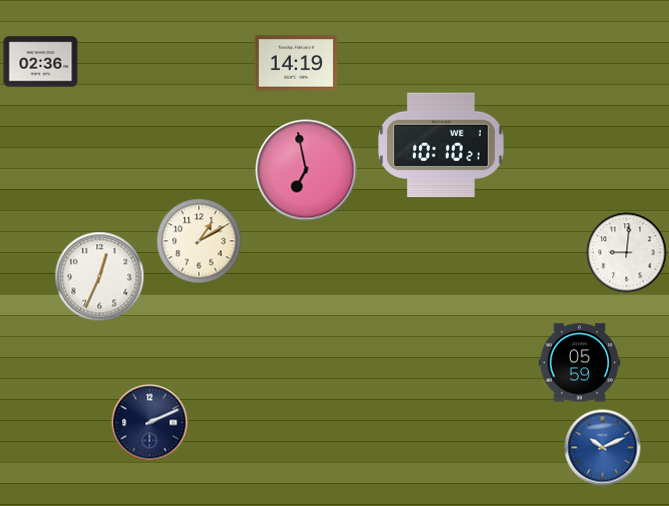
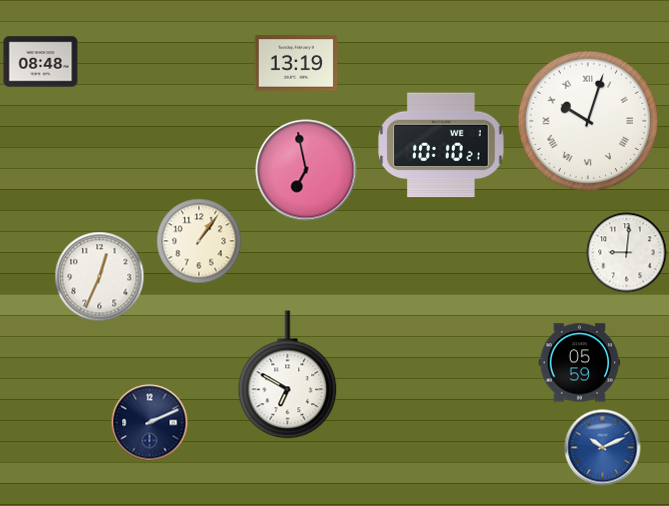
clock at (41, 62): 02:36 -> 08:48
clock at (296, 63): 14:19 -> 13:19
clock at (587, 120): none -> 10:03
clock at (199, 241): 1:10 -> 1:06
clock at (288, 375): none -> 6:50
